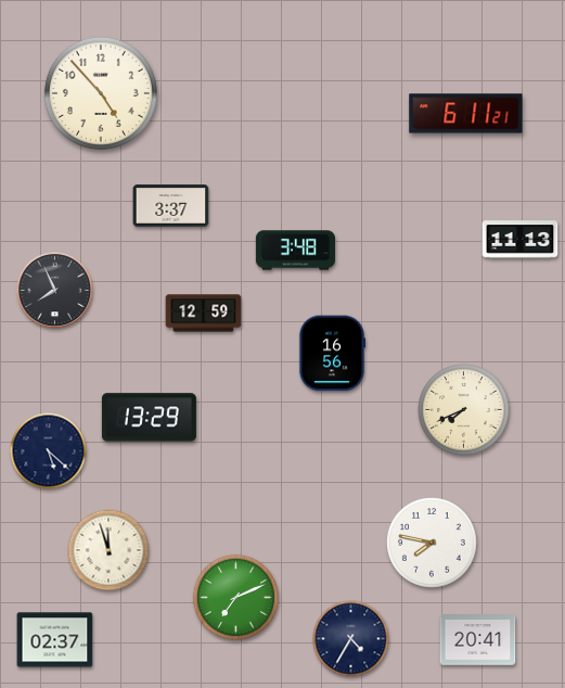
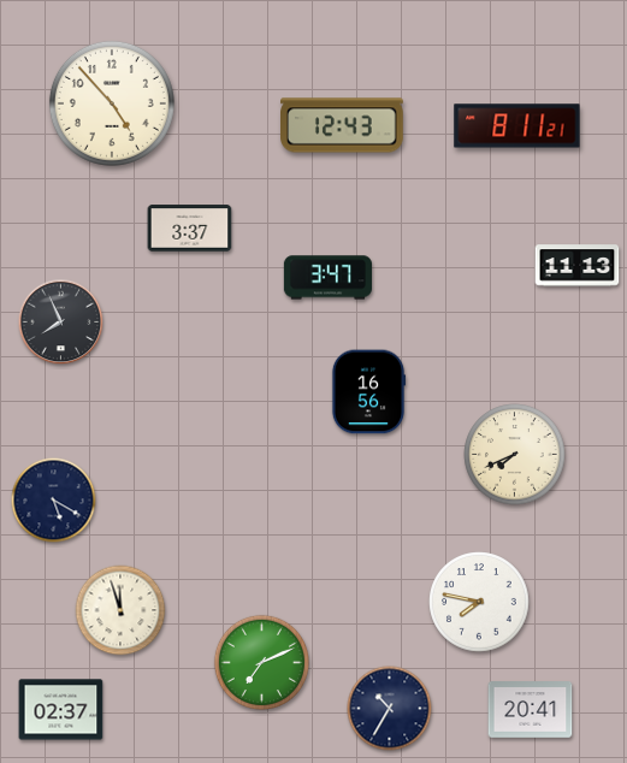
clock at (343, 125): none -> 12:43
clock at (466, 114): 6:11 -> 8:11
clock at (295, 251): 3:48 -> 3:47
clock at (204, 314): 12:59 -> none
clock at (149, 418): 13:29 -> none
clock at (49, 451): 5:22 -> 5:20
clock at (351, 639): 4:35 -> 10:35
